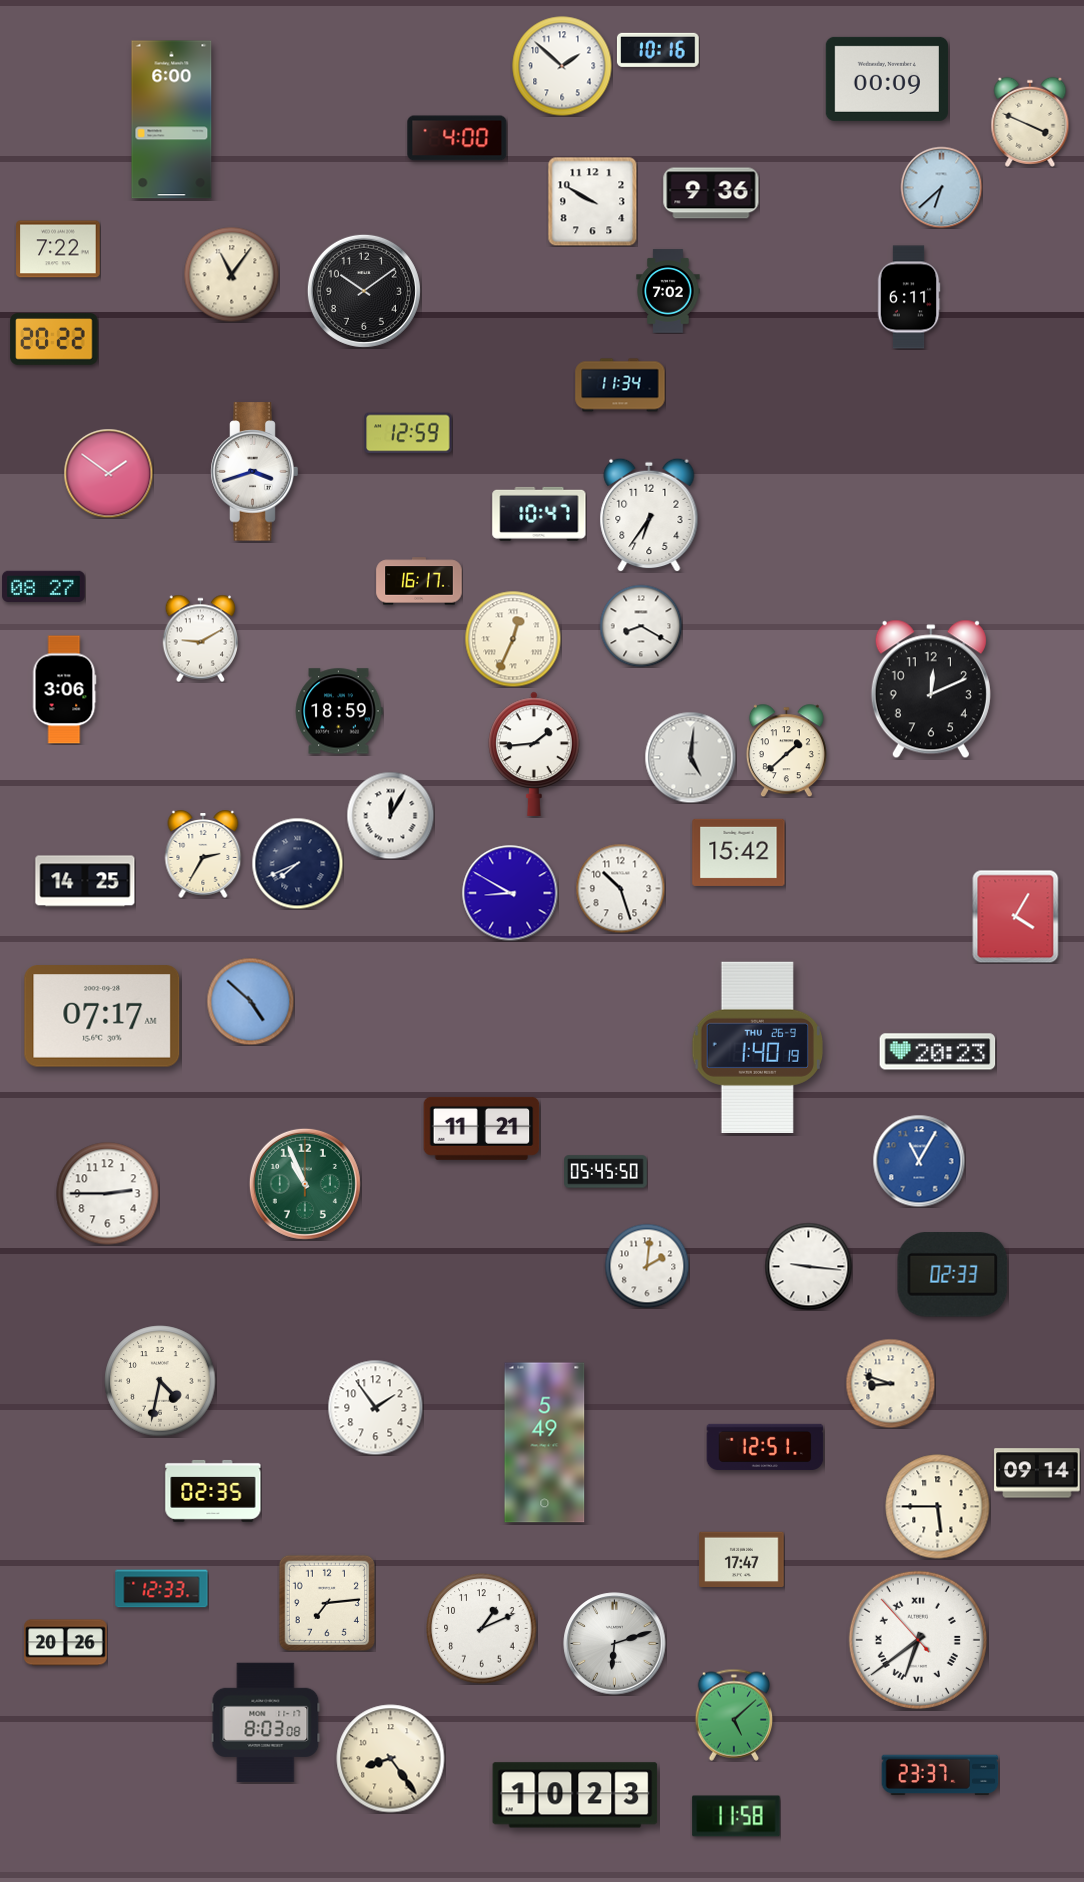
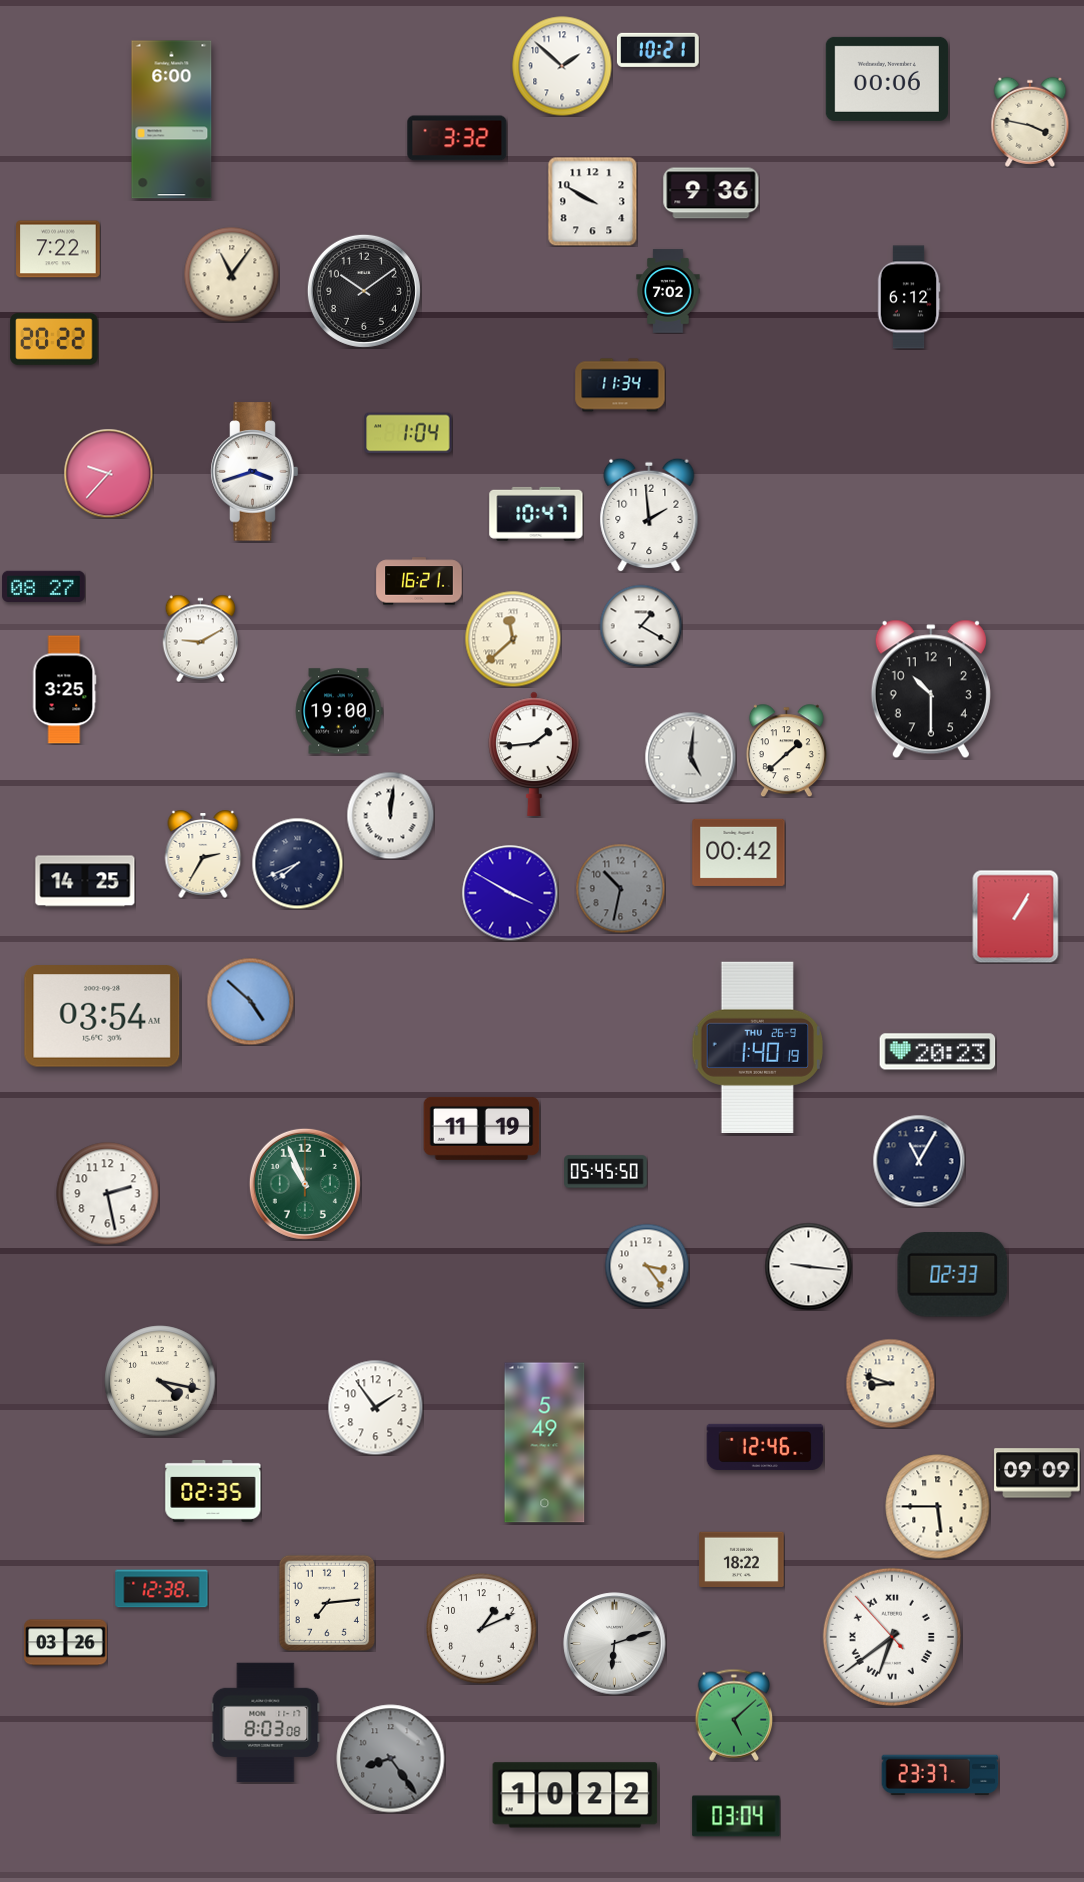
clock at (658, 50): 10:16 -> 10:21
clock at (887, 79): 00:09 -> 00:06
clock at (1030, 122): 3:49 -> 3:47
clock at (457, 138): 4:00 -> 3:32
clock at (941, 187): 6:38 -> none
clock at (909, 297): 6:11 -> 6:12
clock at (408, 433): 12:59 -> 1:04
clock at (108, 473): 1:51 -> 9:37
clock at (539, 514) position: (539, 514) -> (536, 514)
clock at (649, 515): 6:36 -> 1:59
clock at (419, 581): 16:17 -> 16:21
clock at (641, 626): 8:20 -> 1:20
clock at (513, 639): 12:34 -> 11:38
clock at (931, 689): 12:11 -> 10:30
clock at (64, 690): 3:06 -> 3:25
clock at (339, 711): 18:59 -> 19:00
clock at (390, 815): 12:05 -> 12:01
clock at (739, 852): 15:42 -> 00:42
clock at (620, 888): 10:27 -> 10:32
clock at (620, 888) dial: white -> grey
clock at (510, 893): 8:50 -> 3:50
clock at (1016, 916): 4:05 -> 1:05
clock at (102, 1016): 07:17 -> 03:54
clock at (482, 1128): 11:21 -> 11:19
clock at (919, 1161) dial: blue -> navy
clock at (108, 1194): 2:45 -> 2:28
clock at (647, 1266): 2:01 -> 3:24
clock at (160, 1381): 4:32 -> 4:17
clock at (765, 1447): 12:51 -> 12:46
clock at (1037, 1473): 09:14 -> 09:09
clock at (742, 1560): 17:47 -> 18:22
clock at (162, 1589): 12:33 -> 12:38
clock at (918, 1640) position: (918, 1640) -> (892, 1637)
clock at (66, 1643): 20:26 -> 03:26
clock at (391, 1759) dial: cream -> grey
clock at (575, 1795): 10:23 -> 10:22
clock at (736, 1816): 11:58 -> 03:04
